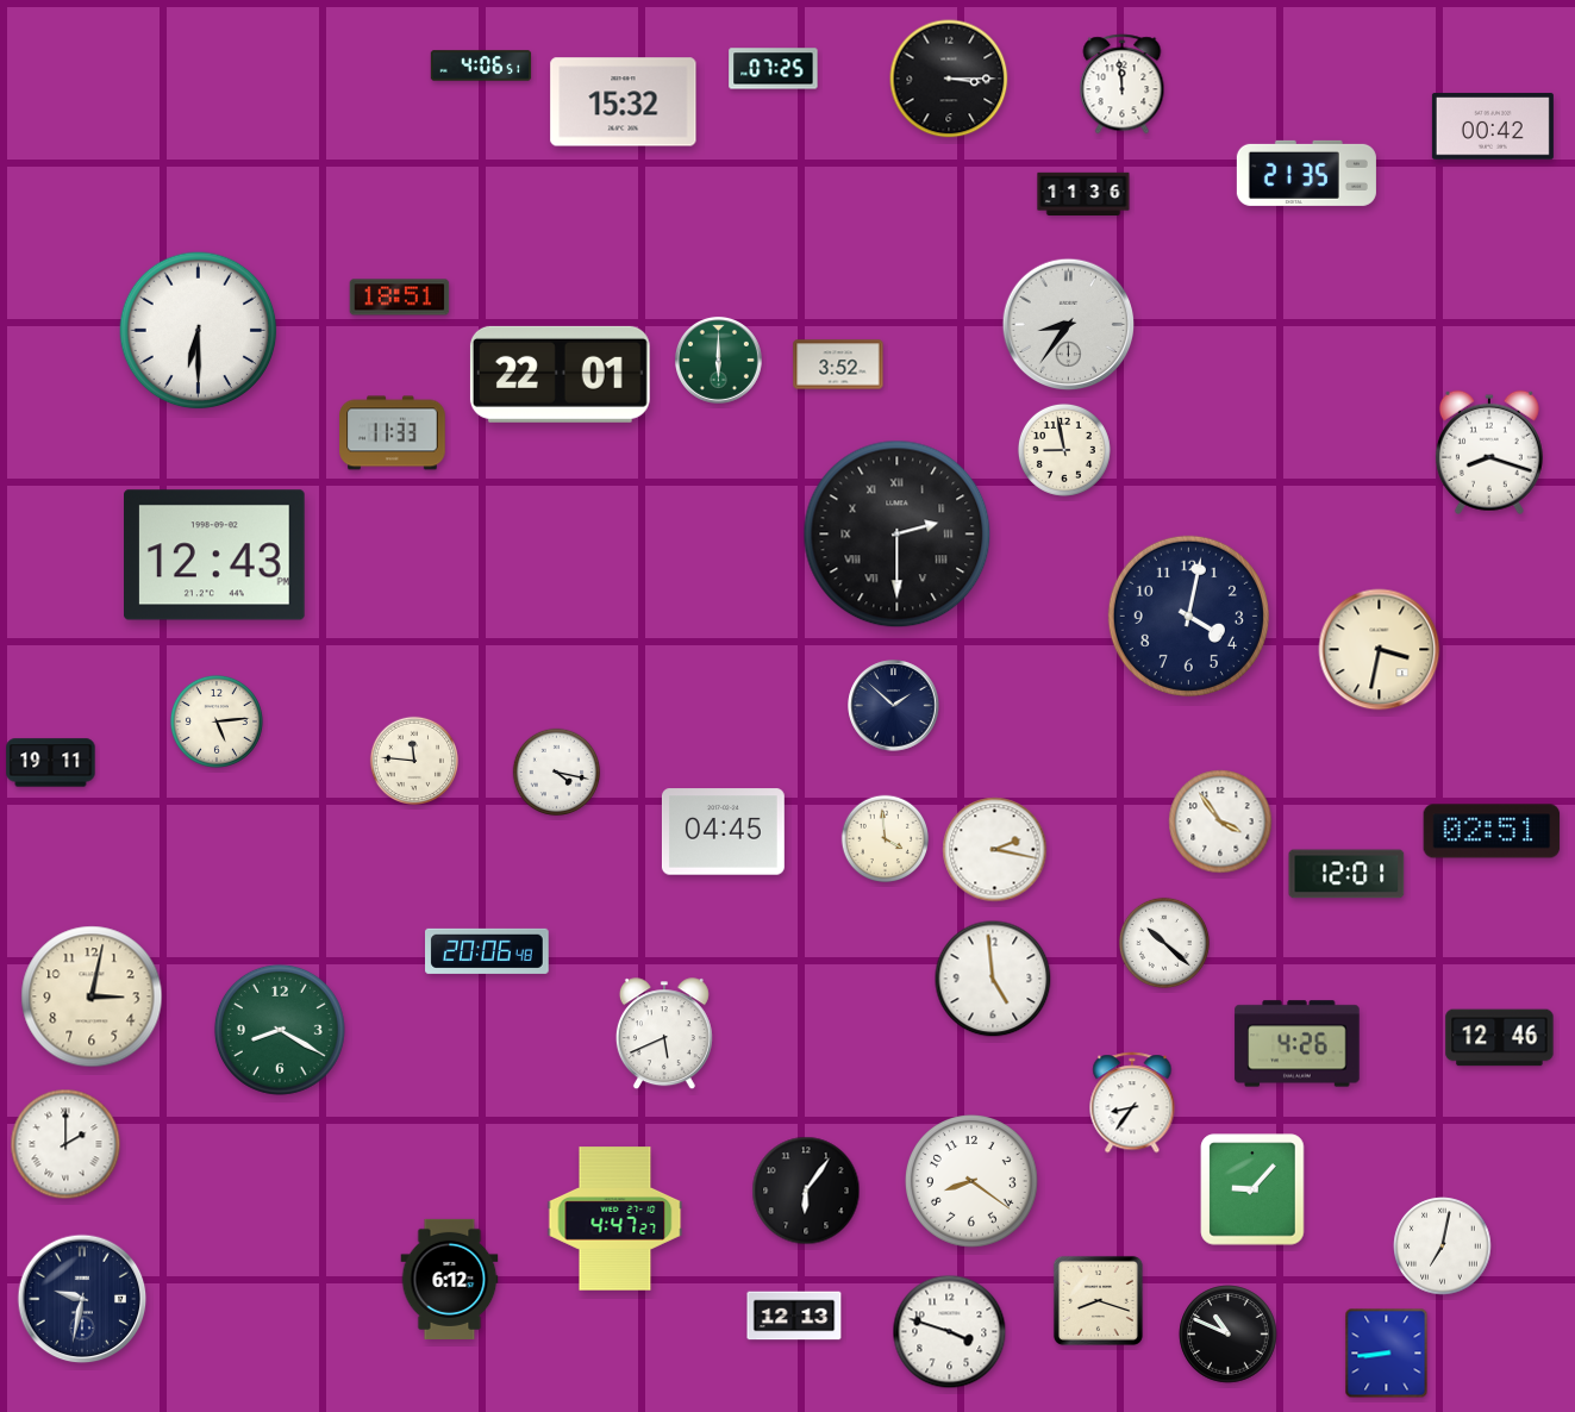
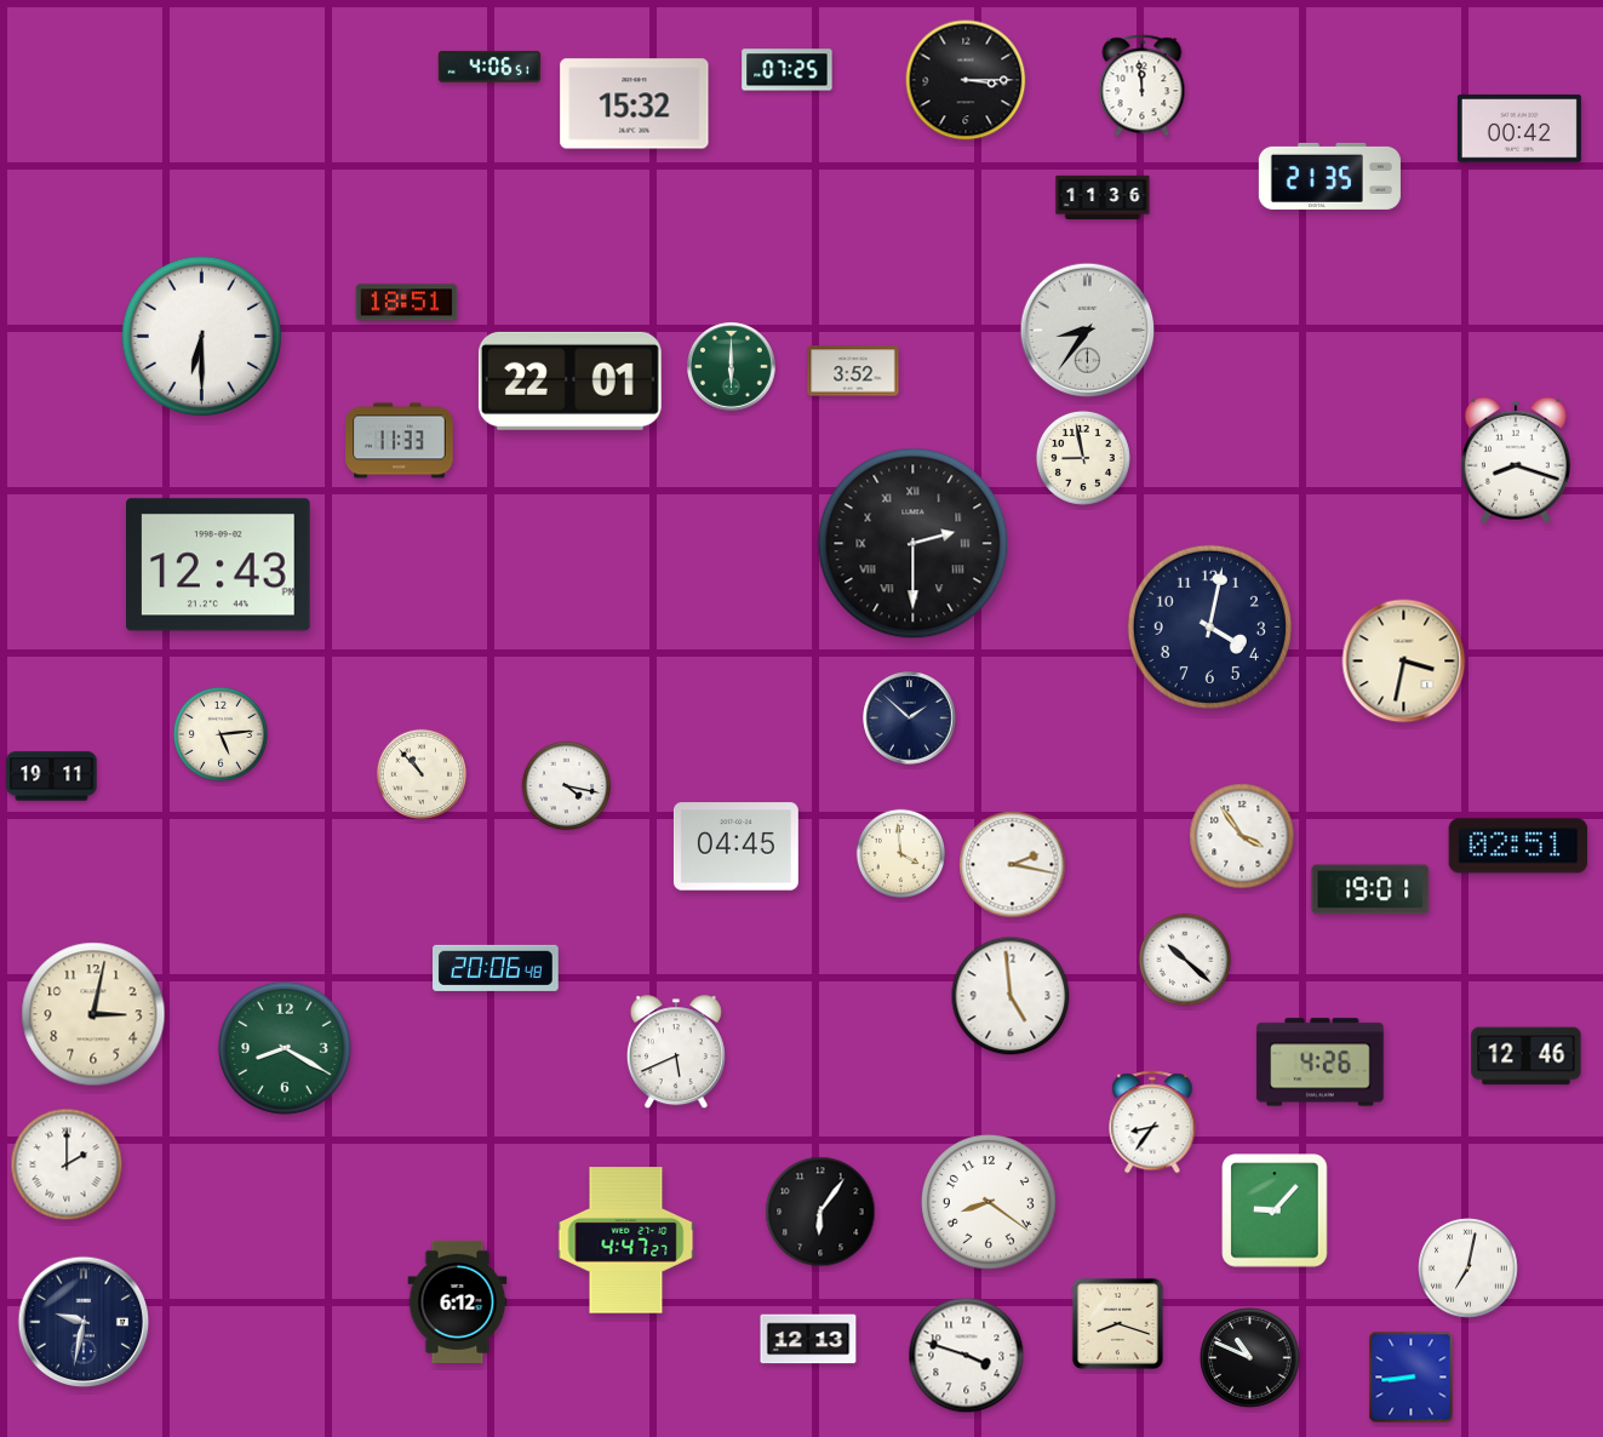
clock at (413, 760): 11:46 -> 10:53
clock at (1346, 874): 12:01 -> 19:01
